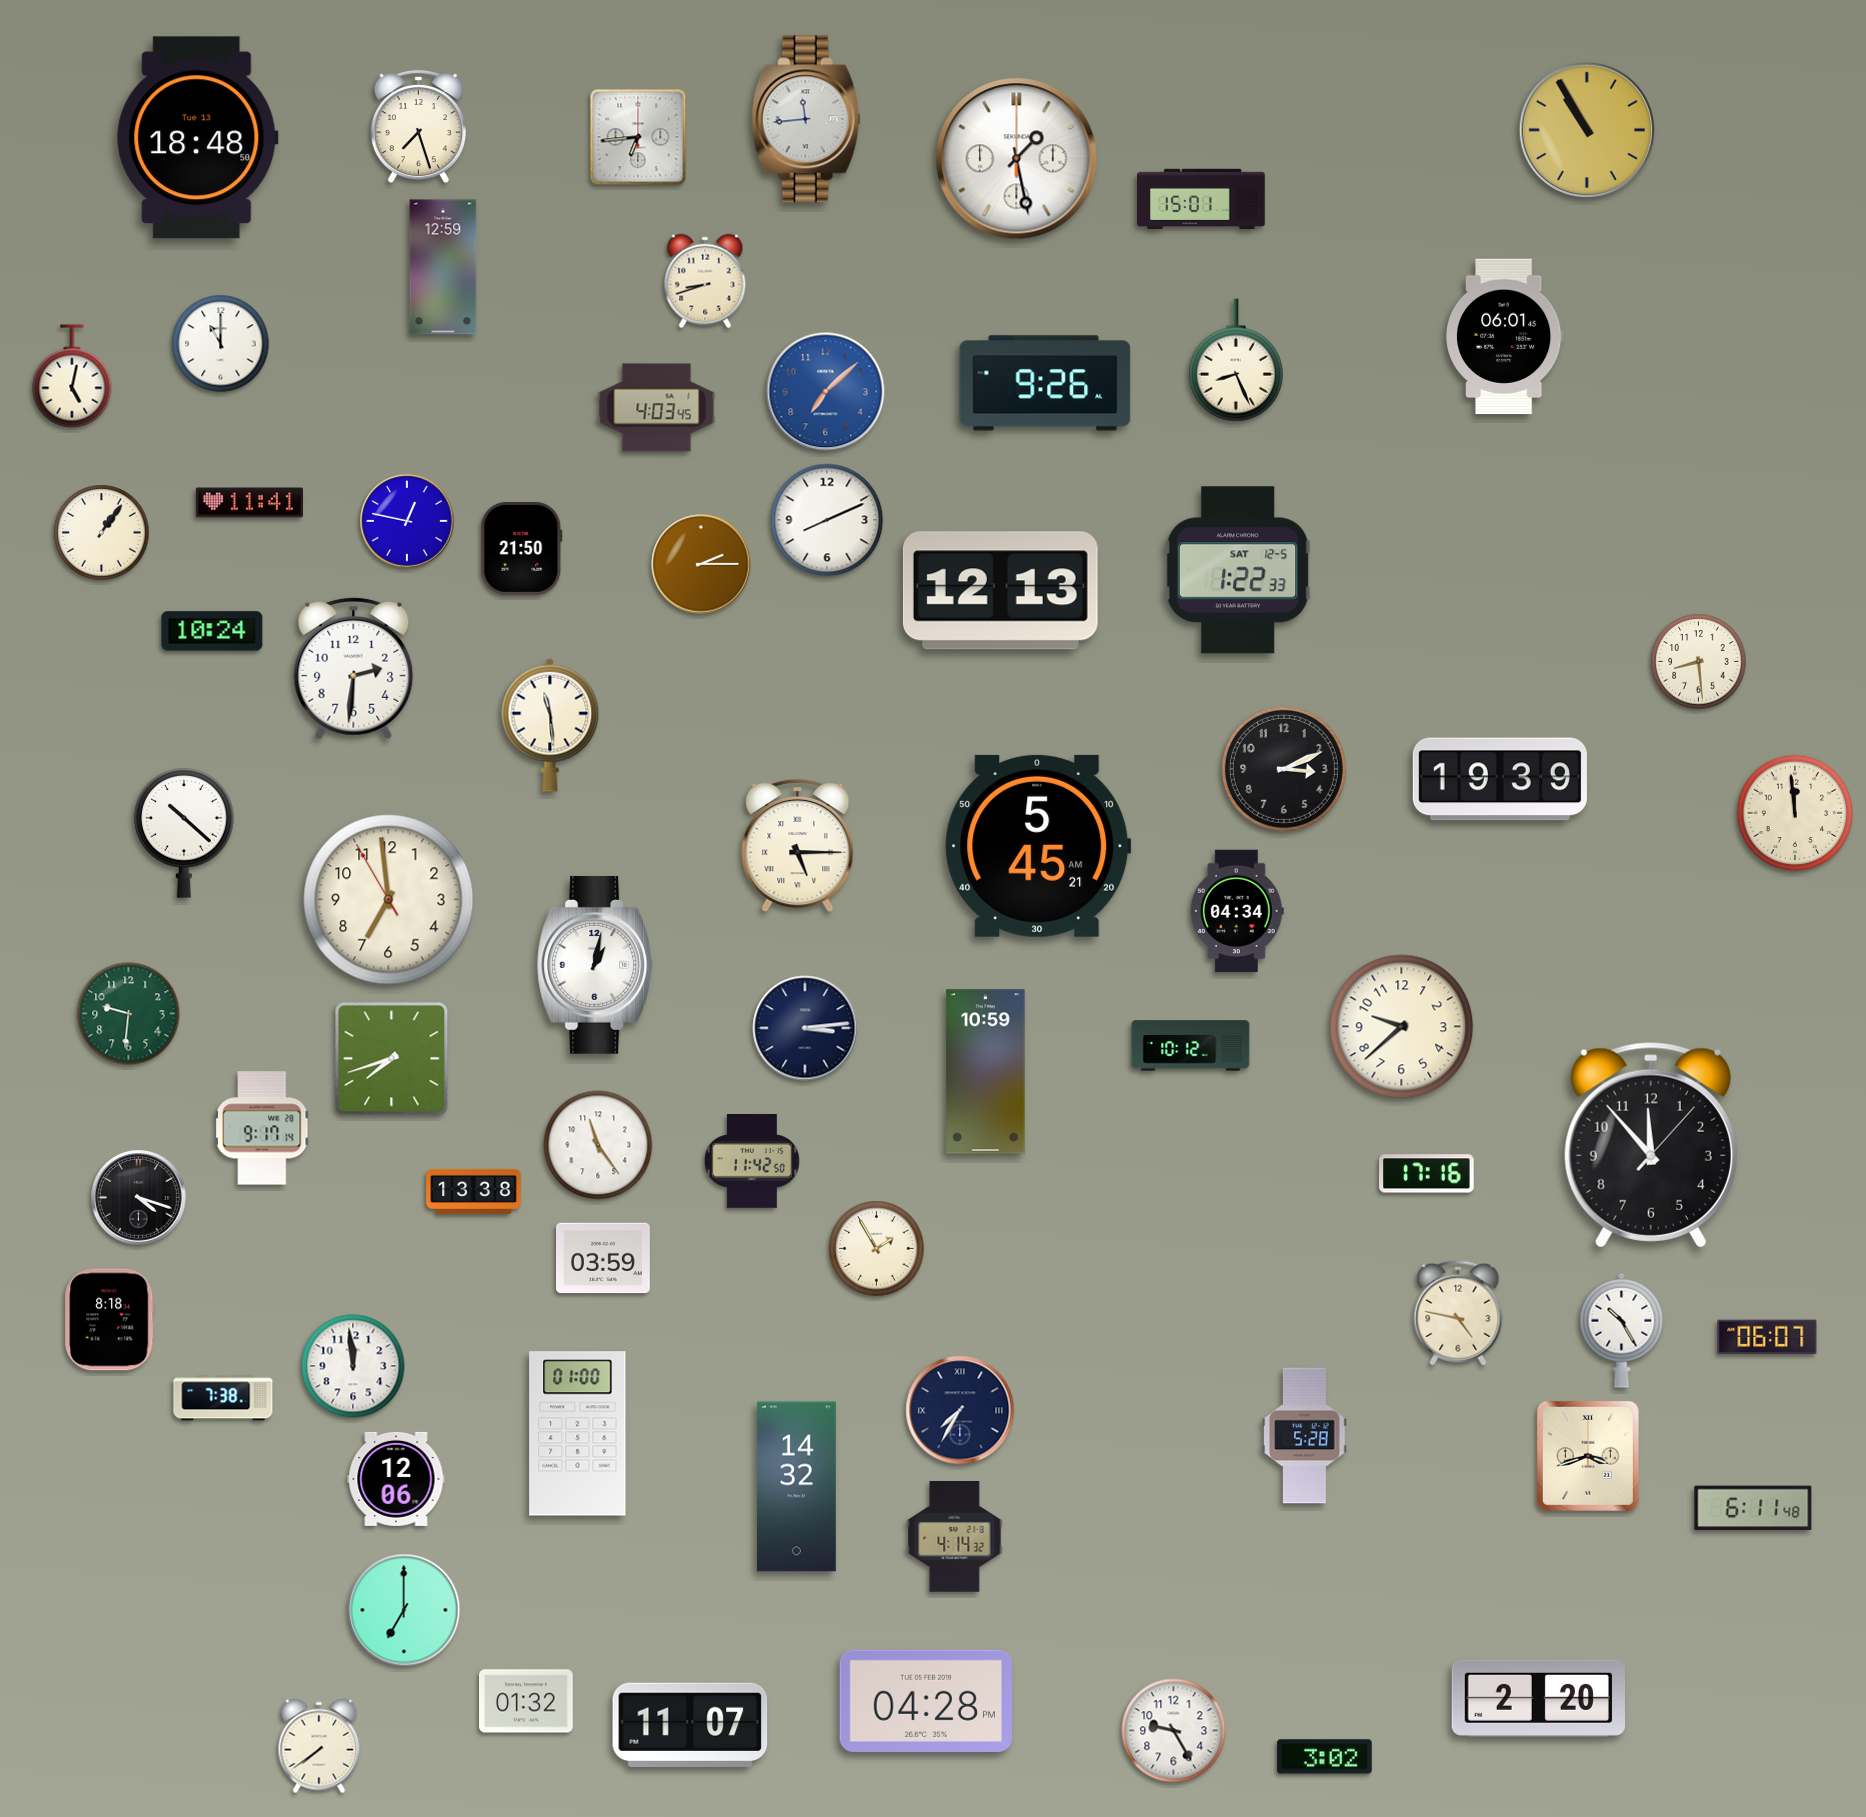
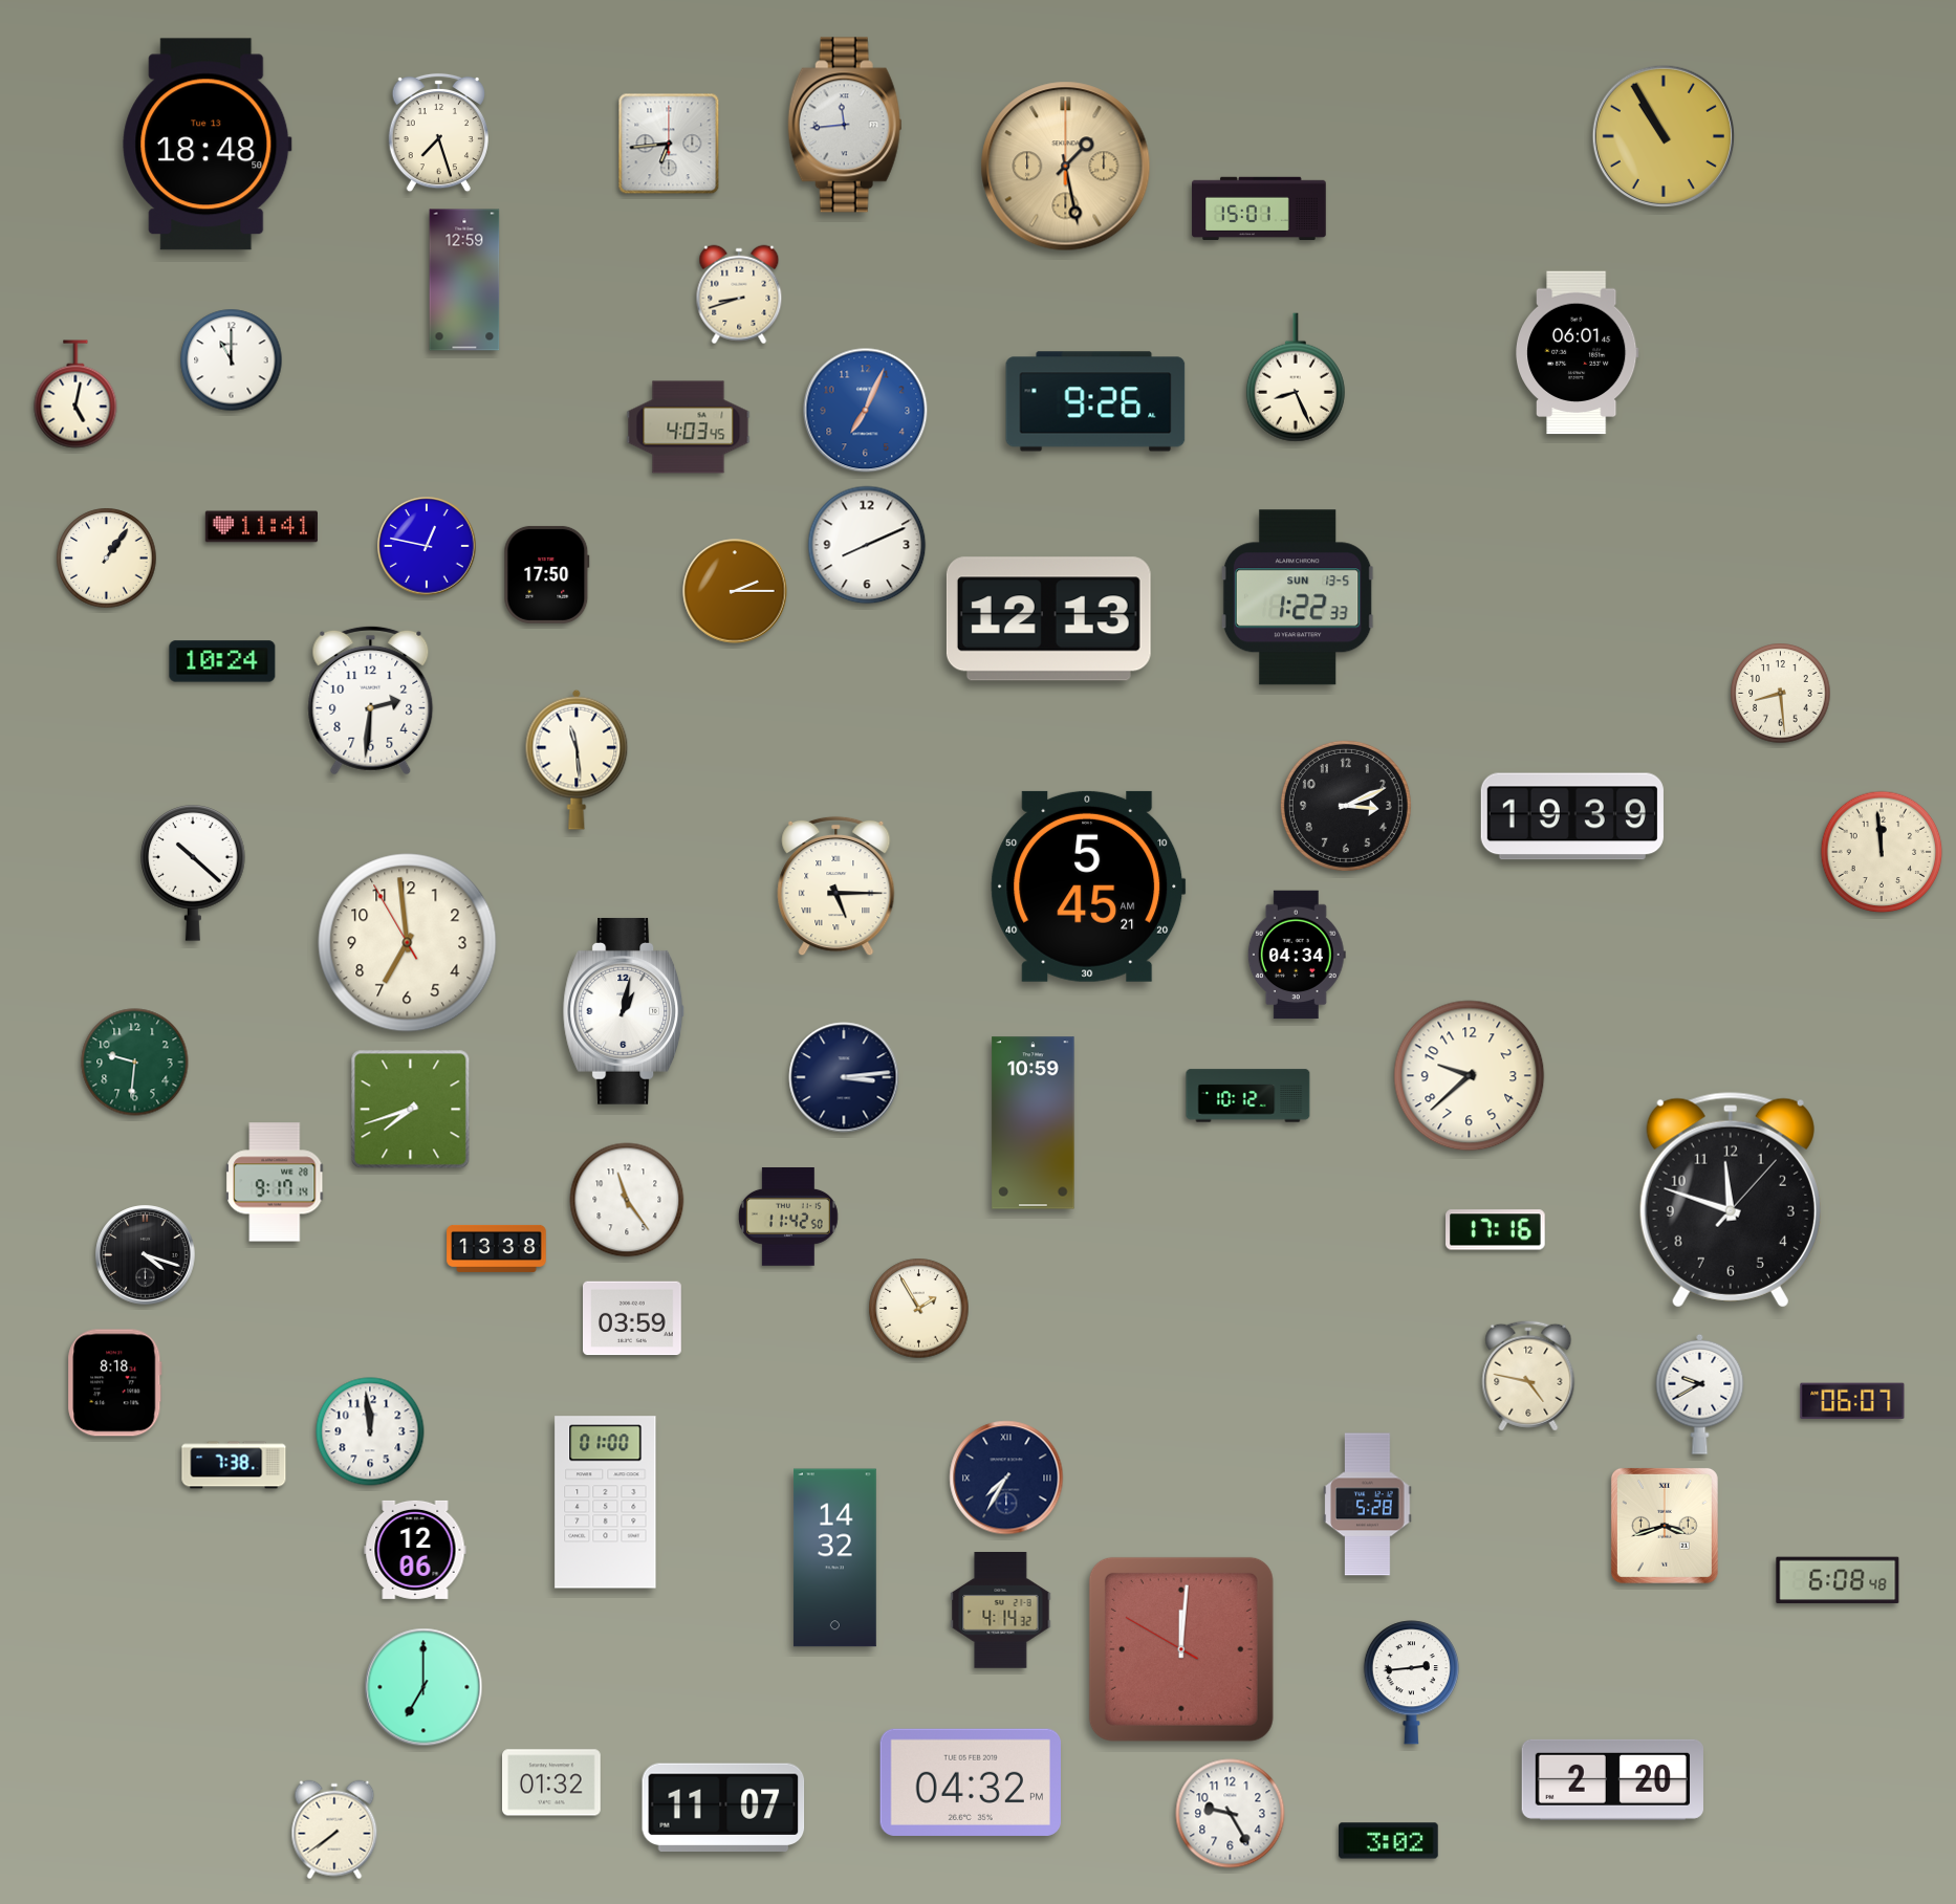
clock at (1017, 159) dial: white -> champagne
clock at (826, 392): 7:08 -> 7:04
clock at (522, 548): 21:50 -> 17:50
clock at (1238, 570) date: SAT 12-5 -> SUN 13-5
clock at (1651, 1145): 11:53 -> 11:48
clock at (1622, 1330): 10:25 -> 9:40
clock at (1753, 1508): 6:11 -> 6:08
clock at (1181, 1649): none -> 12:00
clock at (1411, 1683): none -> 2:44
clock at (925, 1701): 04:28 -> 04:32
